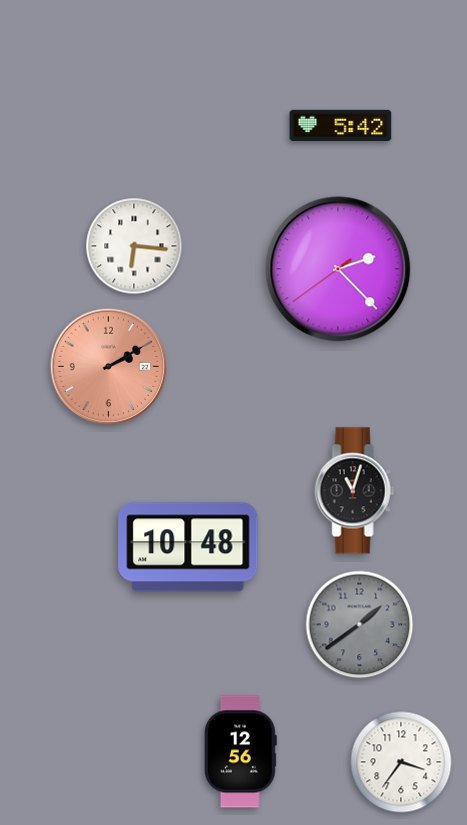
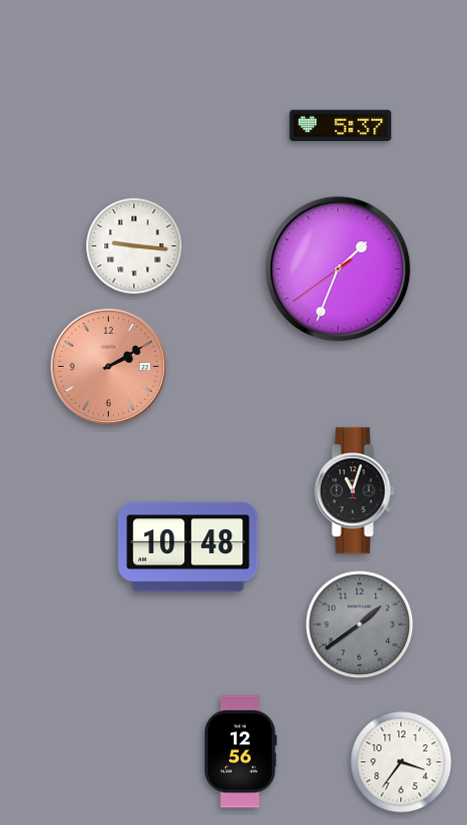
clock at (341, 125): 5:42 -> 5:37
clock at (134, 246): 6:16 -> 9:16
clock at (338, 269): 2:22 -> 1:33
